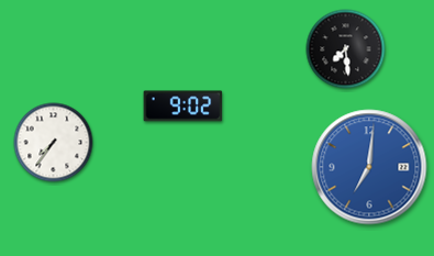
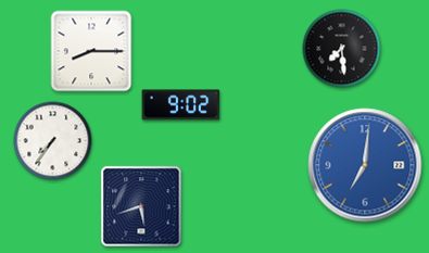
clock at (91, 51): none -> 8:15
clock at (141, 206): none -> 5:42
